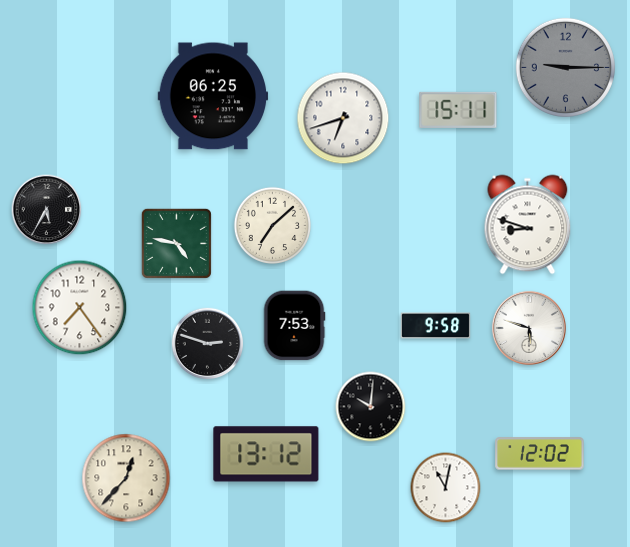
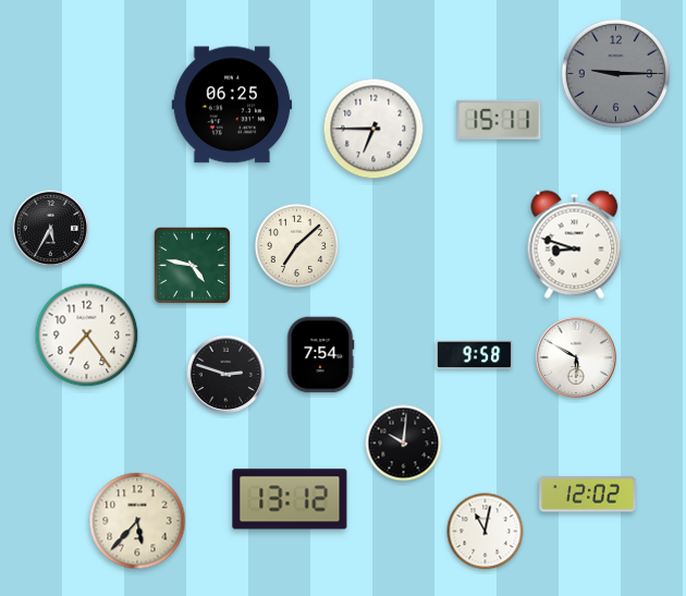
clock at (343, 118): 6:42 -> 6:45
clock at (294, 326): 7:53 -> 7:54
clock at (529, 328): 5:48 -> 5:50
clock at (266, 454) position: (266, 454) -> (290, 499)
clock at (126, 478): 12:37 -> 5:37
